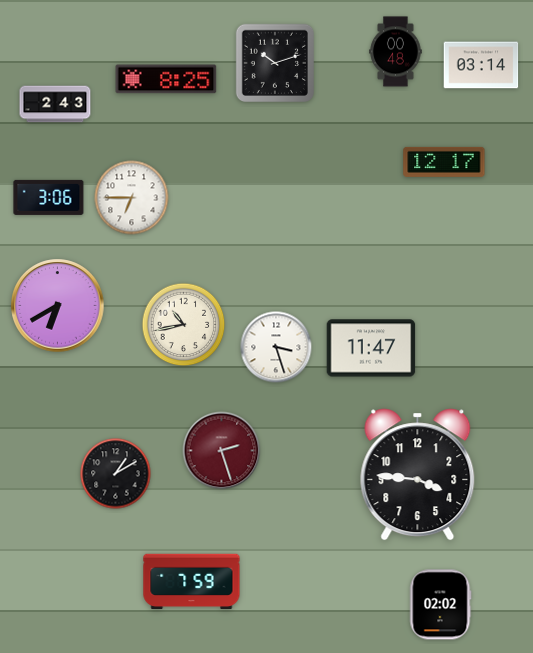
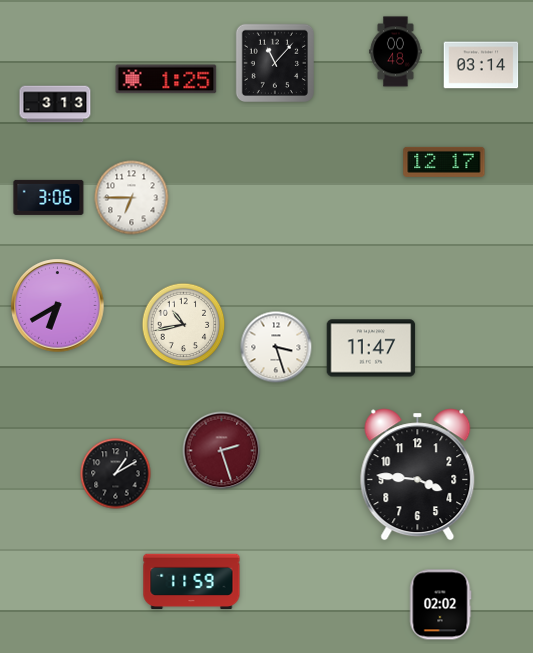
clock at (274, 62): 10:12 -> 11:07
clock at (166, 79): 8:25 -> 1:25
clock at (55, 104): 2:43 -> 3:13
clock at (192, 582): 7:59 -> 11:59
